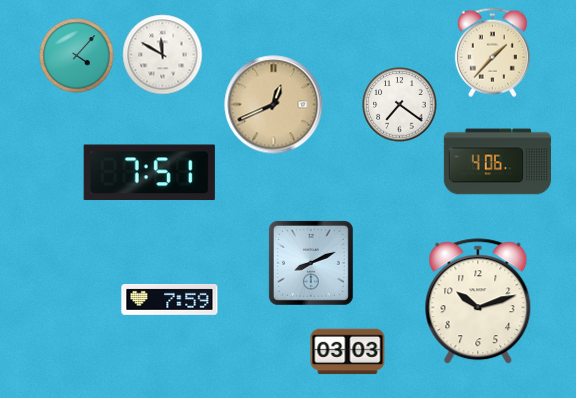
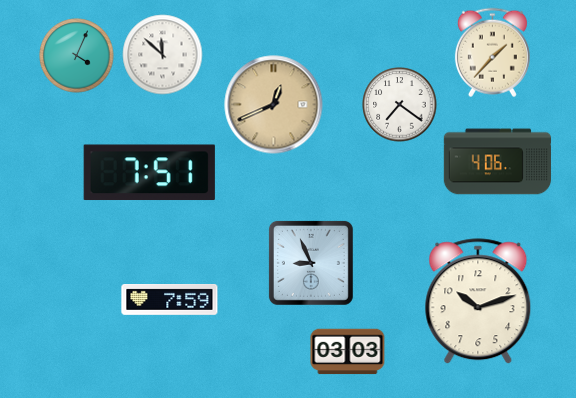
clock at (163, 55): 11:50 -> 11:52
clock at (77, 56): 4:07 -> 4:04
clock at (311, 263): 8:11 -> 8:56
